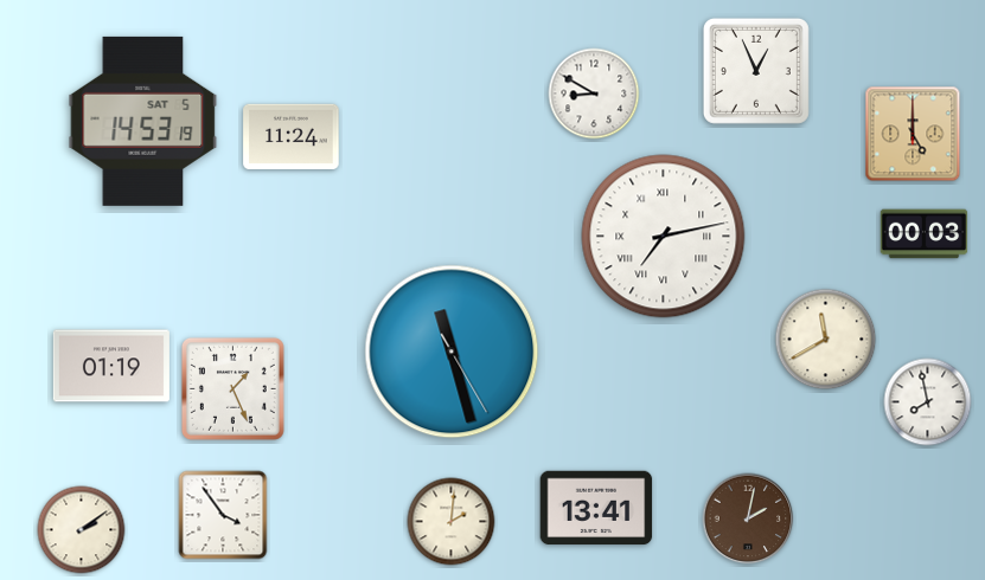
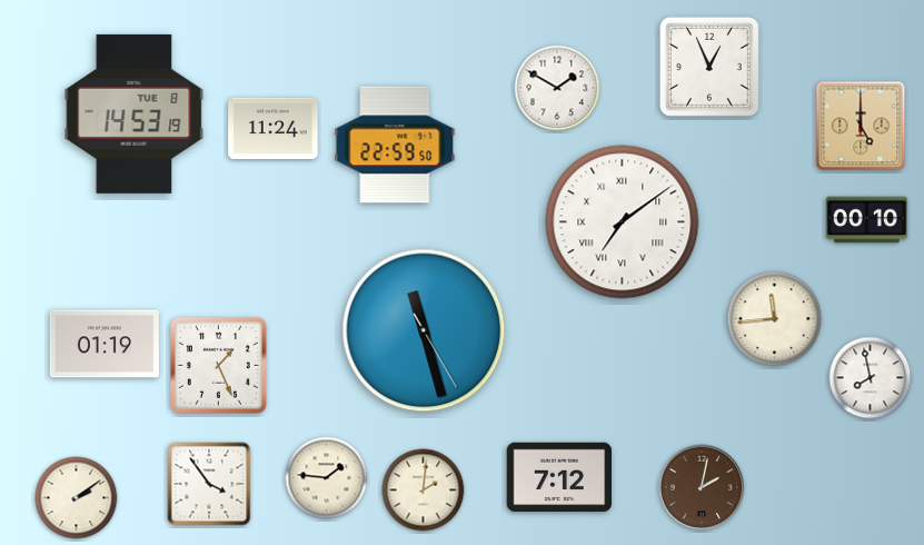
clock at (594, 94): 8:50 -> 1:50
clock at (143, 121) date: SAT 5 -> TUE 8
clock at (913, 134) position: (913, 134) -> (861, 126)
clock at (395, 145): none -> 22:59
clock at (925, 234): 00:03 -> 00:10
clock at (664, 237): 7:13 -> 7:09
clock at (826, 340): 11:40 -> 11:44
clock at (596, 508): 13:41 -> 7:12
clock at (327, 478): none -> 1:46
